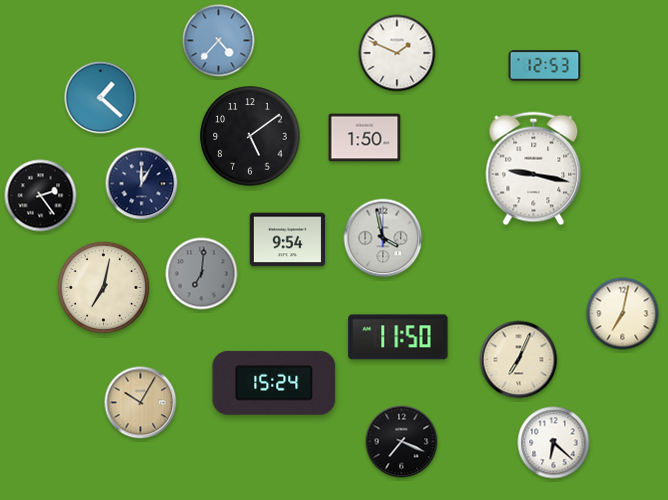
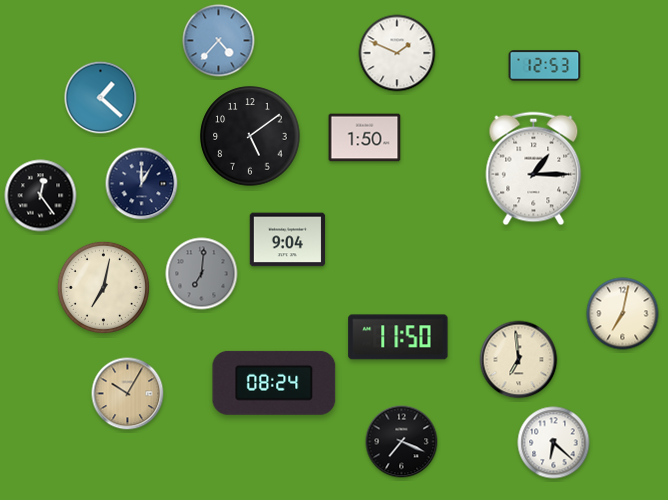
clock at (534, 169): 9:17 -> 1:15
clock at (41, 196): 2:24 -> 12:24
clock at (383, 238): 3:58 -> none
clock at (288, 240): 9:54 -> 9:04
clock at (519, 360): 7:04 -> 6:59
clock at (274, 383): 15:24 -> 08:24
clock at (141, 403) position: (141, 403) -> (128, 394)
